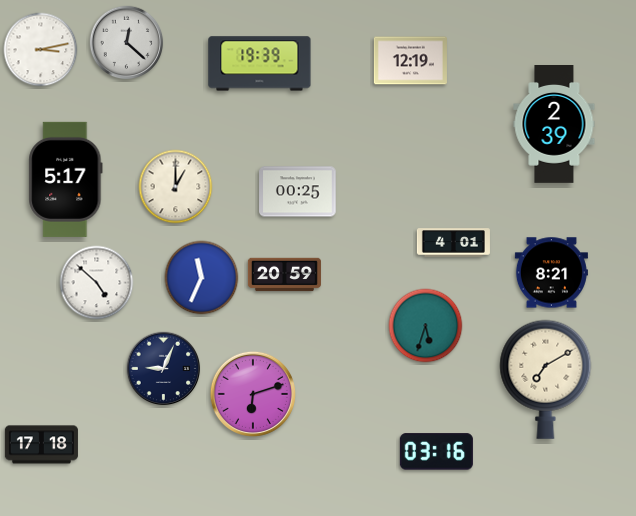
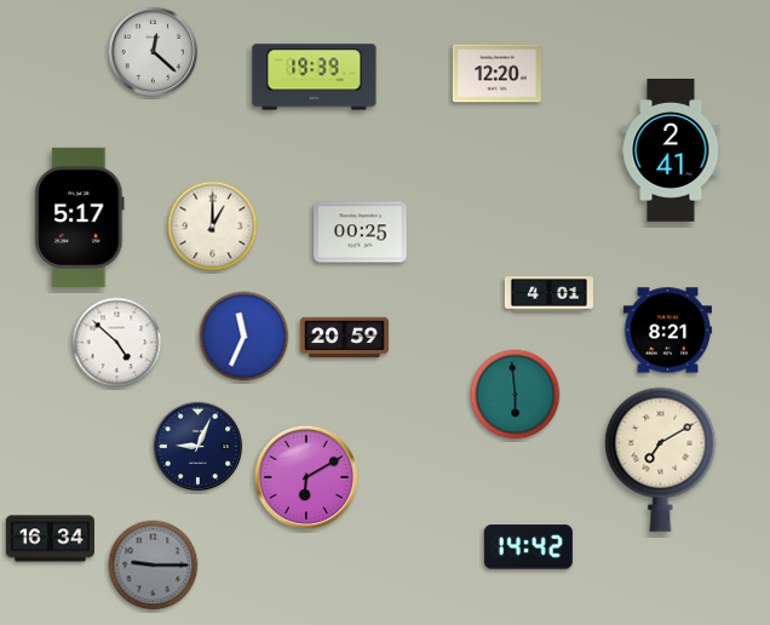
clock at (41, 50): 3:13 -> none
clock at (410, 61): 12:19 -> 12:20
clock at (554, 125): 2:39 -> 2:41
clock at (284, 275) position: (284, 275) -> (344, 338)
clock at (426, 326): 5:33 -> 5:59
clock at (253, 394): 6:12 -> 6:10
clock at (41, 445): 17:18 -> 16:34
clock at (436, 452): 03:16 -> 14:42
clock at (154, 566): none -> 9:15
